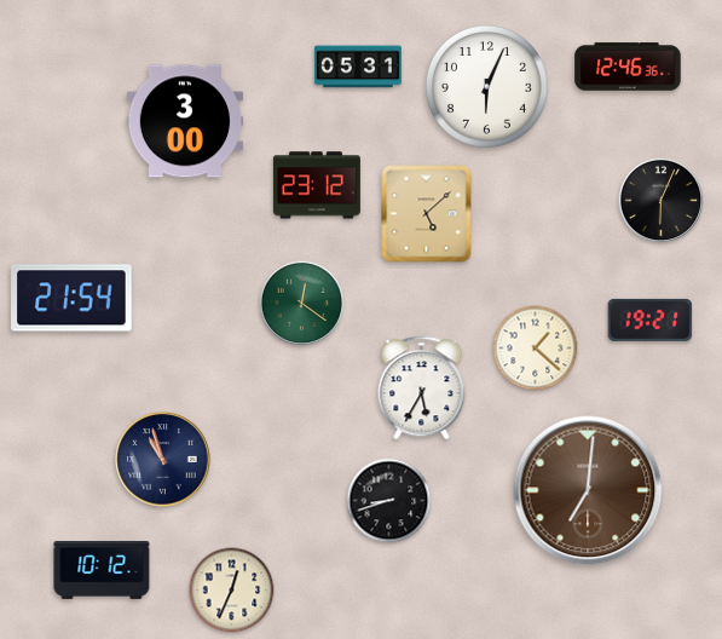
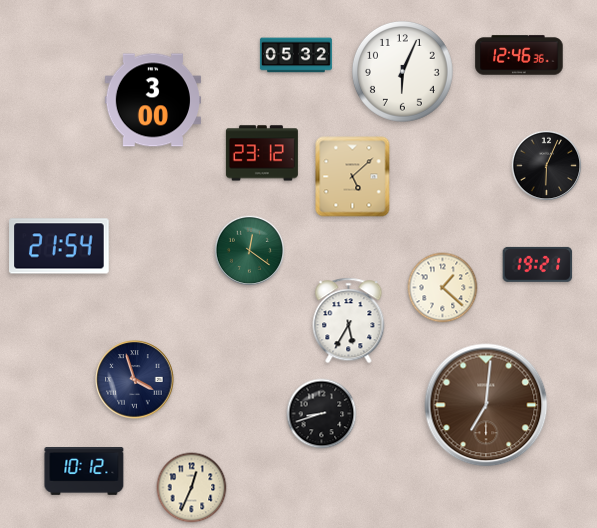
clock at (358, 67): 05:31 -> 05:32
clock at (163, 460): 10:57 -> 3:57
